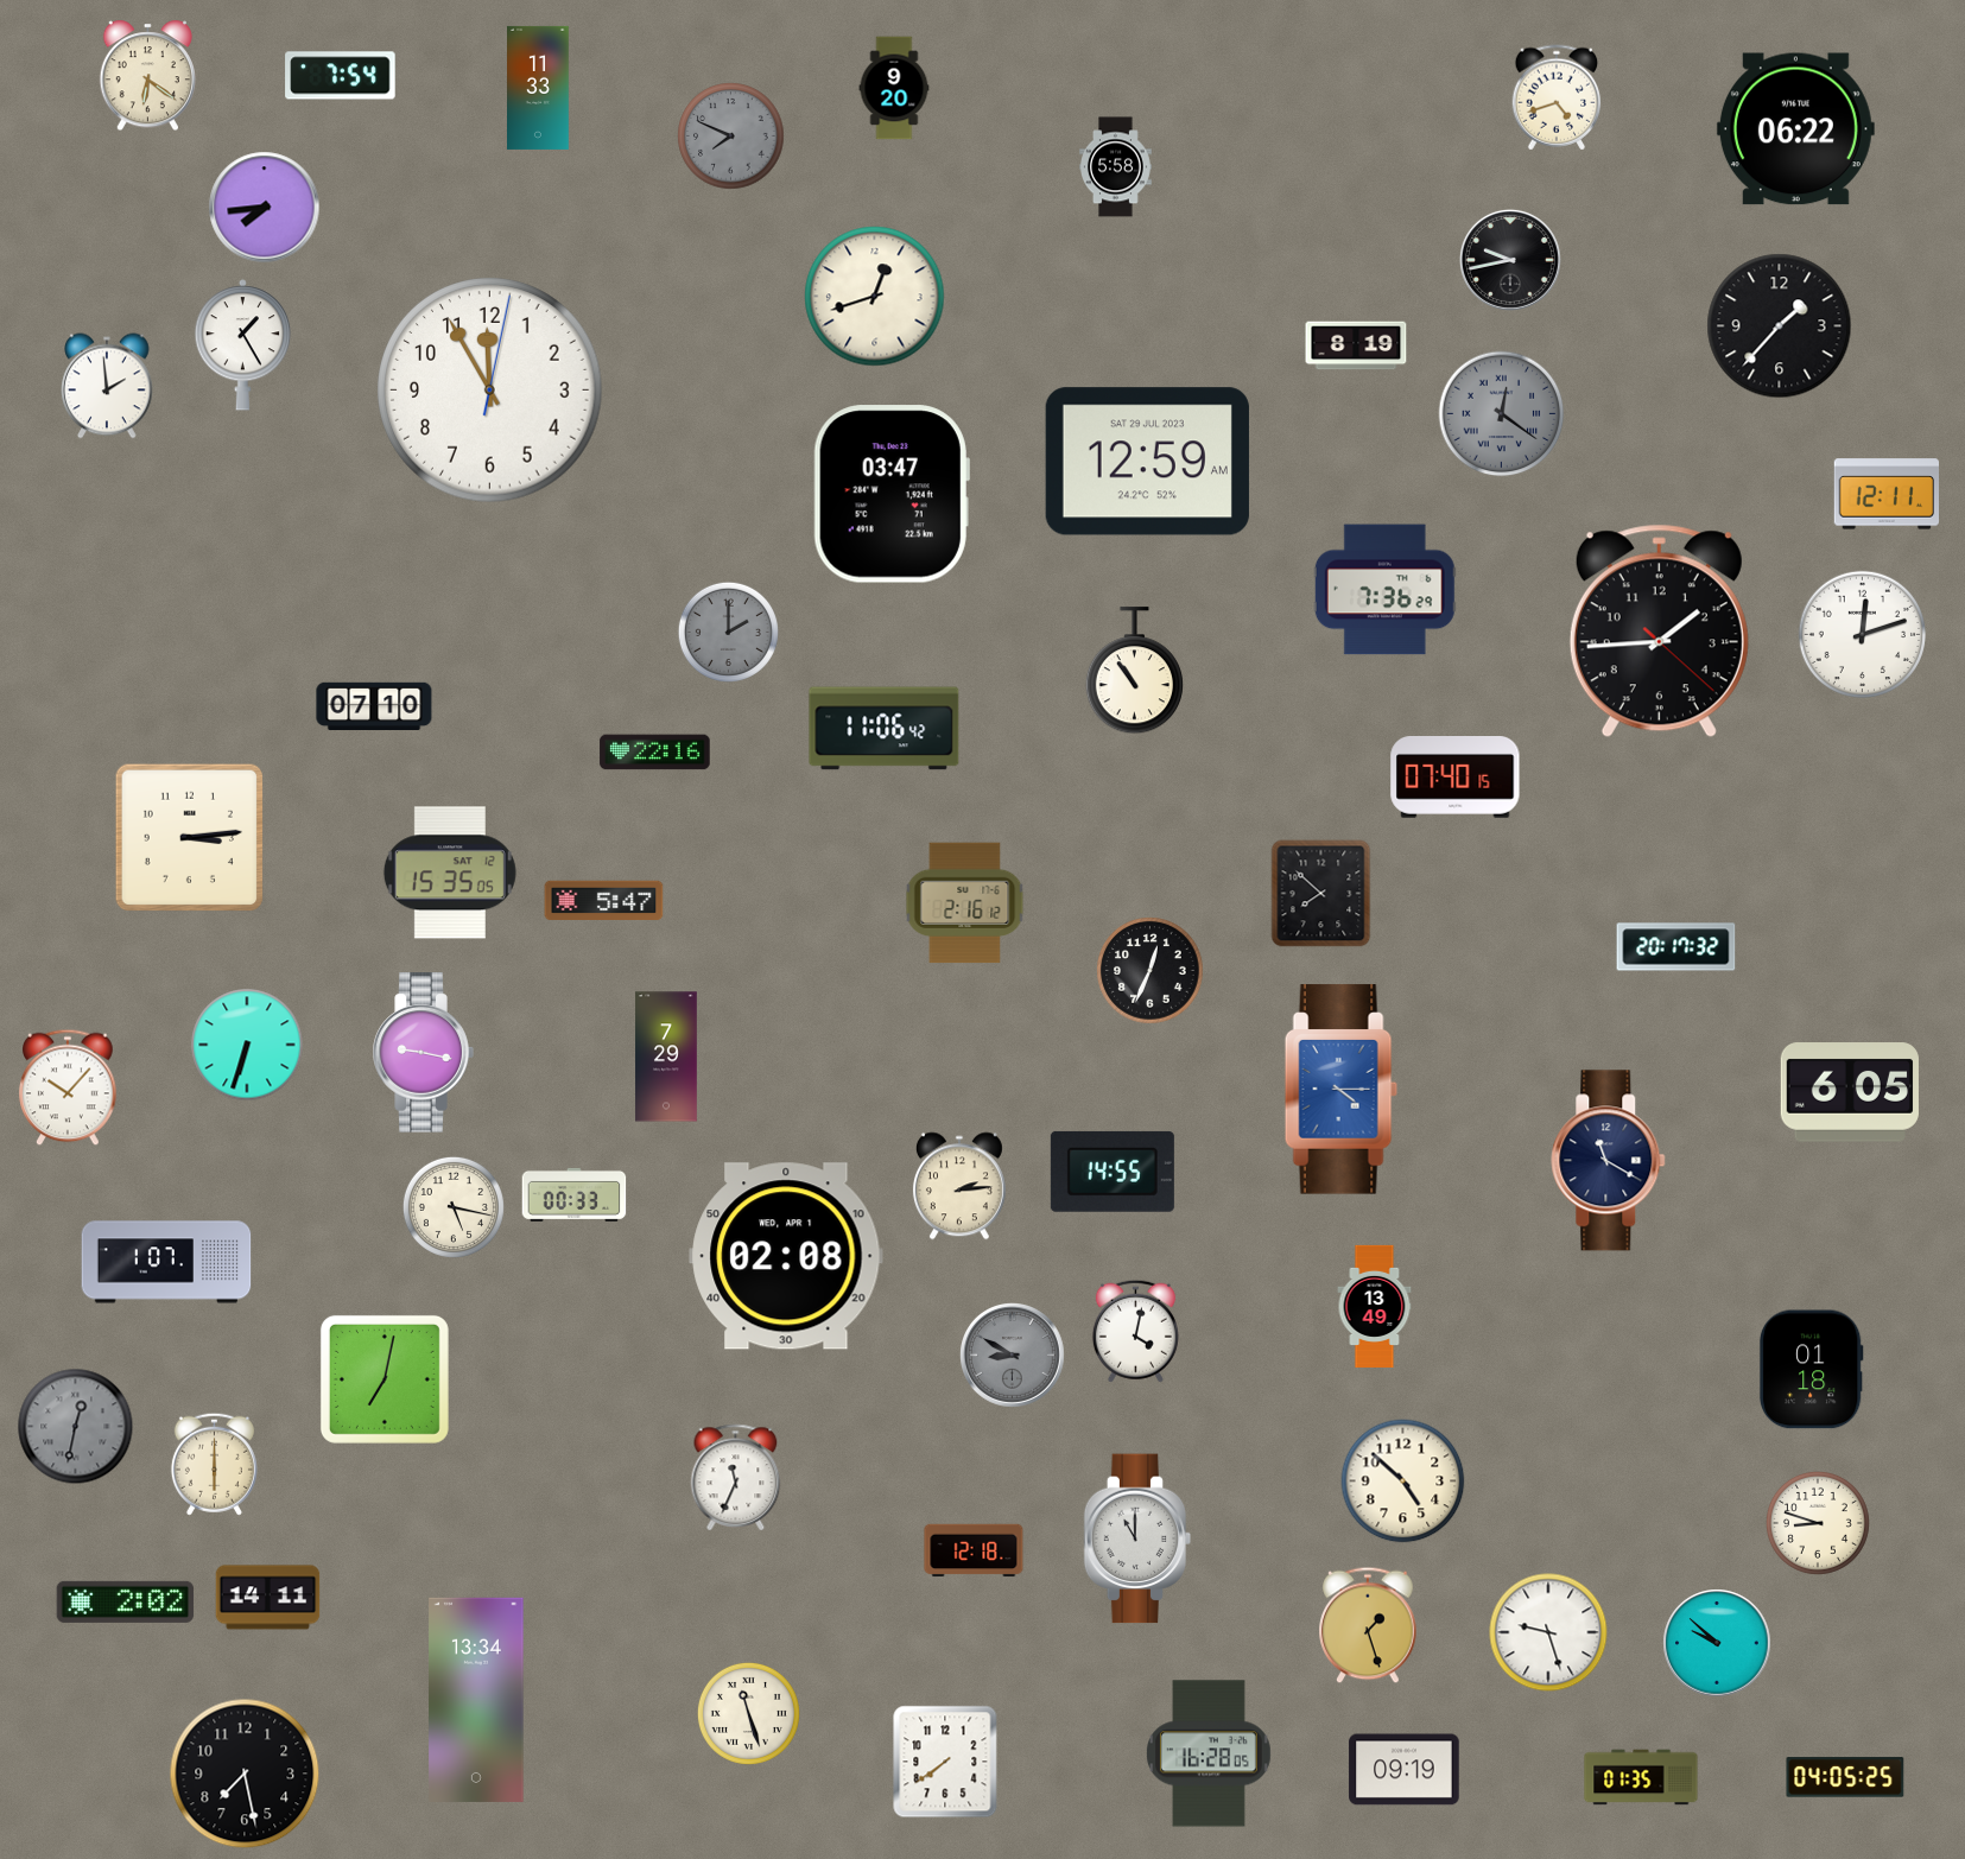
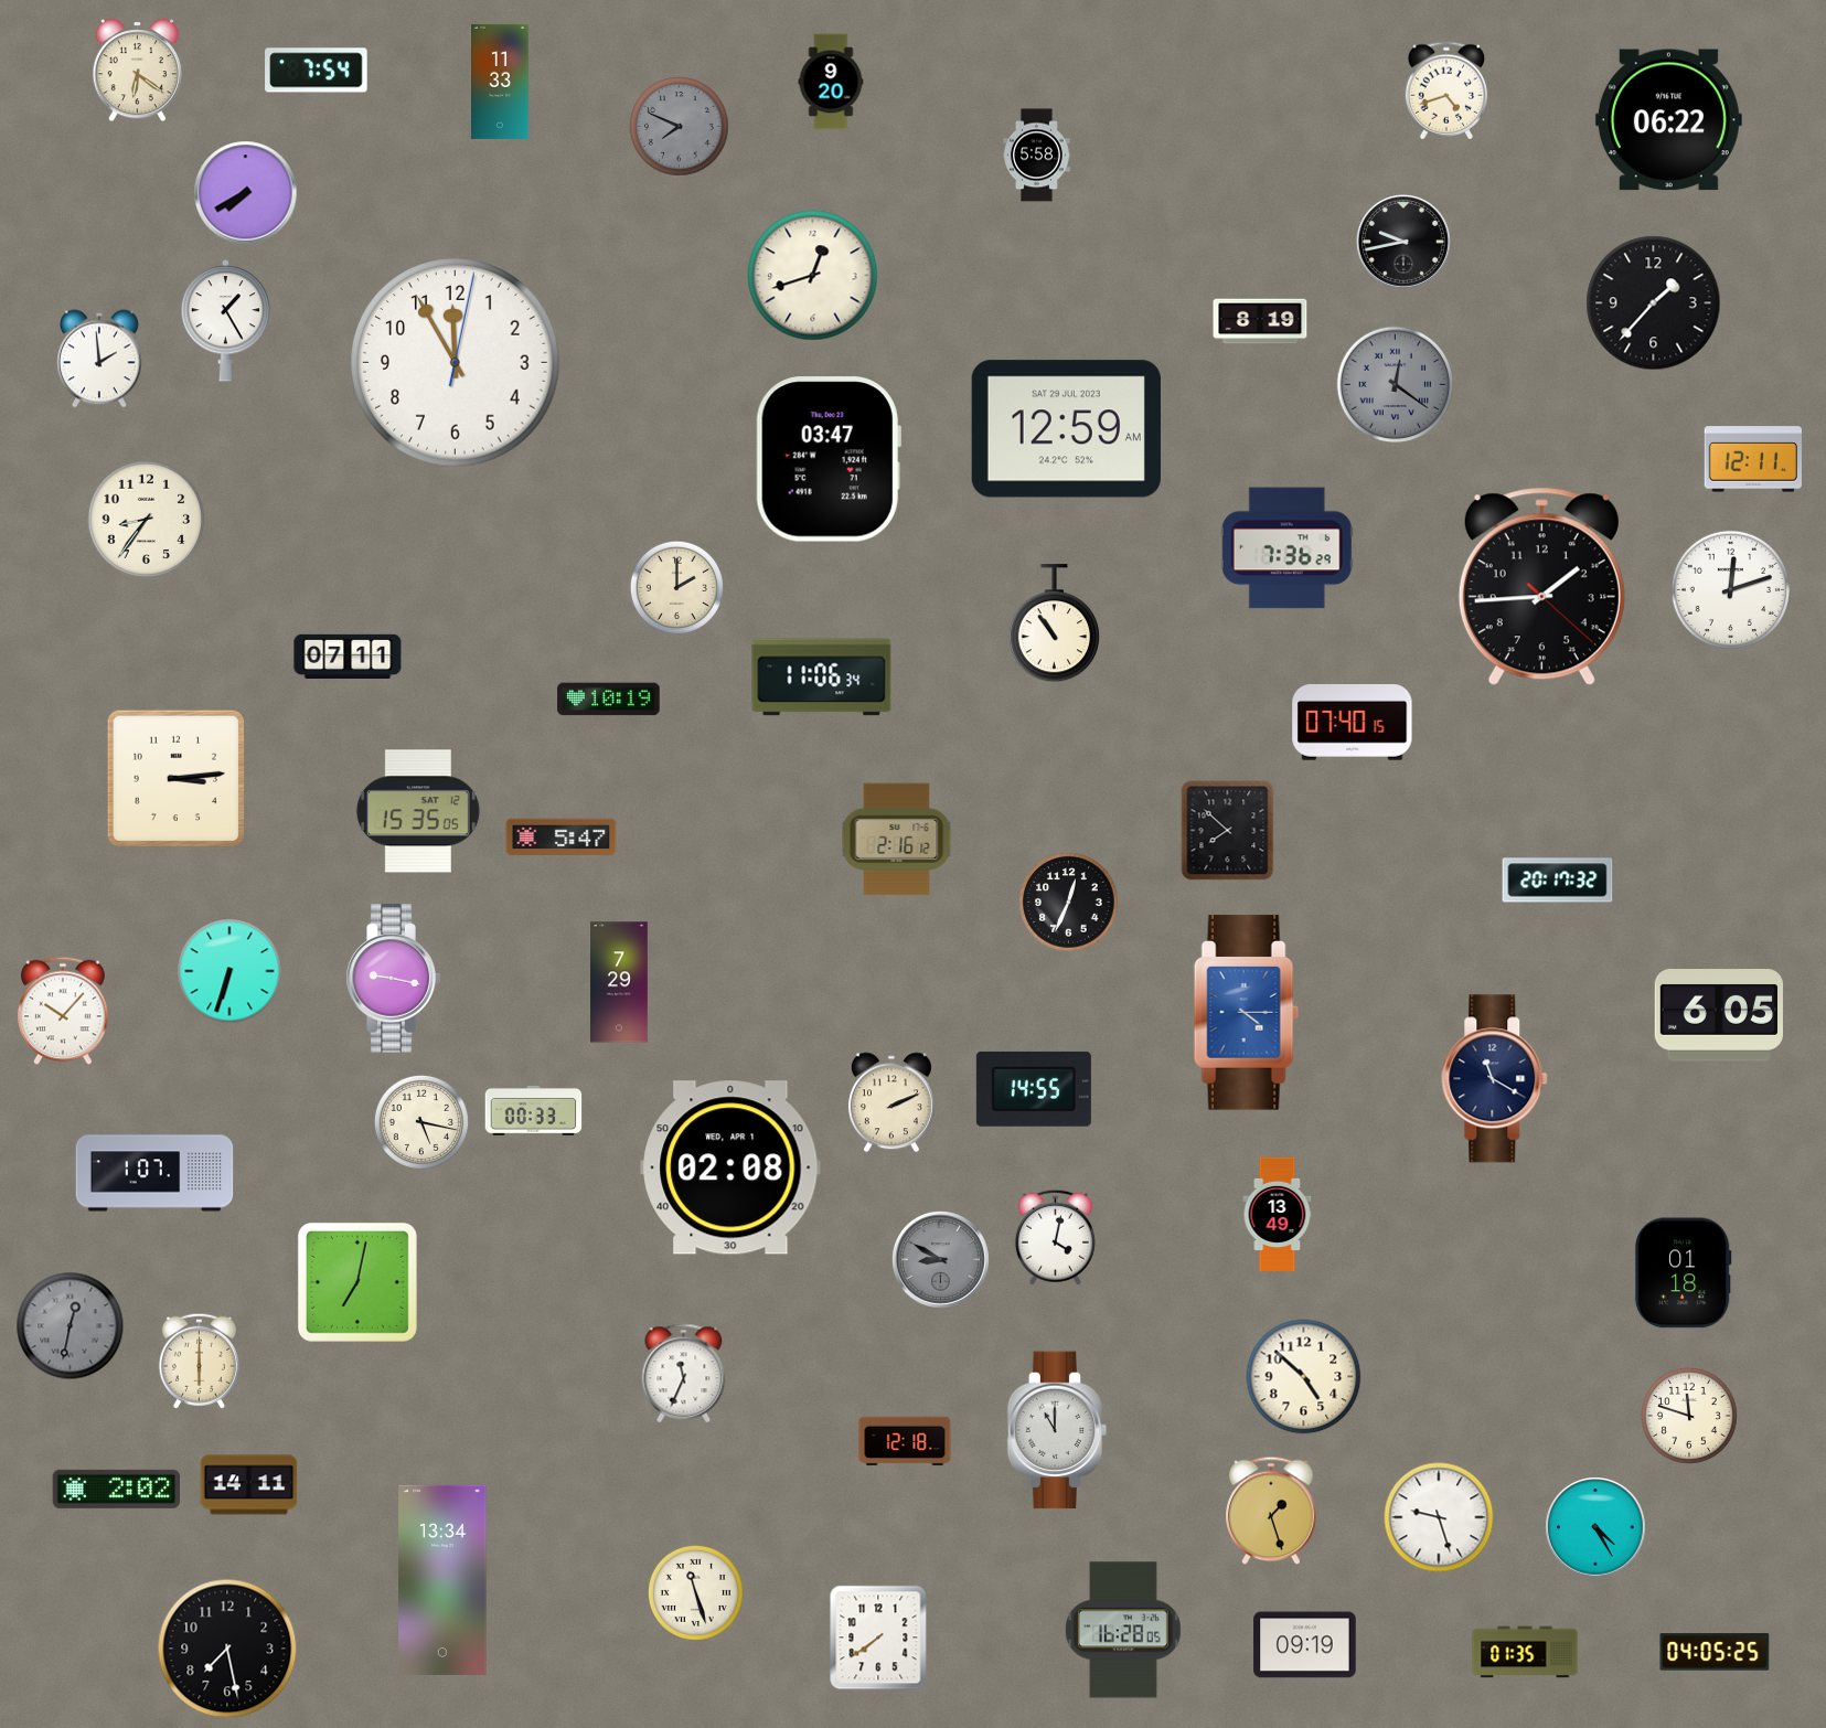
clock at (265, 208): 7:44 -> 7:40
clock at (147, 520): none -> 8:36
clock at (728, 632) dial: grey -> cream
clock at (374, 705): 07:10 -> 07:11
clock at (885, 729): 11:06:42 -> 11:06:34
clock at (655, 753): 22:16 -> 10:19
clock at (959, 1186): 2:14 -> 2:11
clock at (1818, 1523): 8:48 -> 11:48
clock at (1717, 1643): 9:52 -> 4:25
